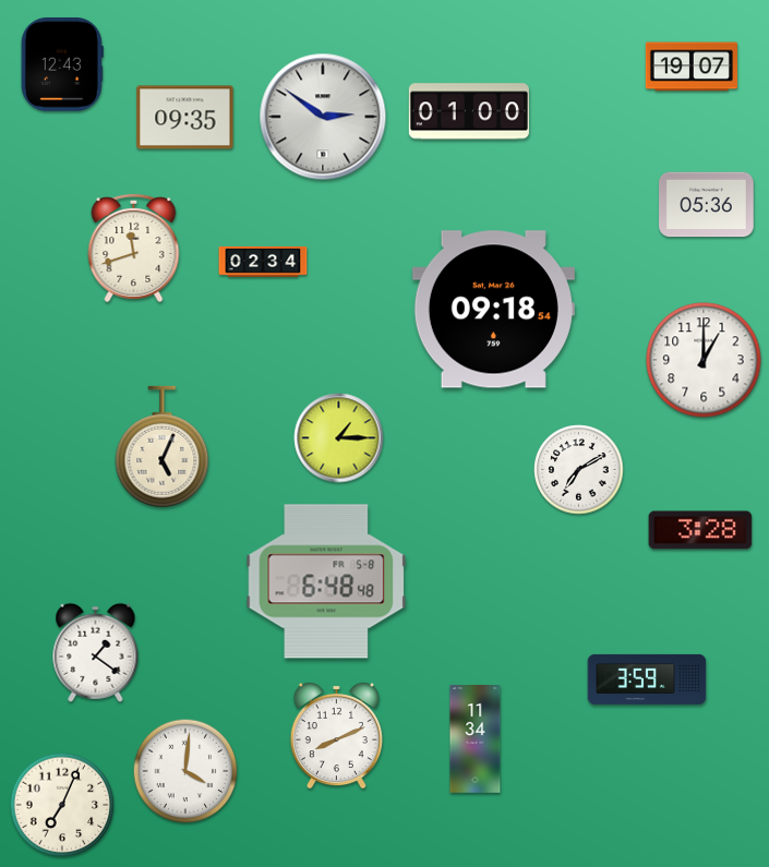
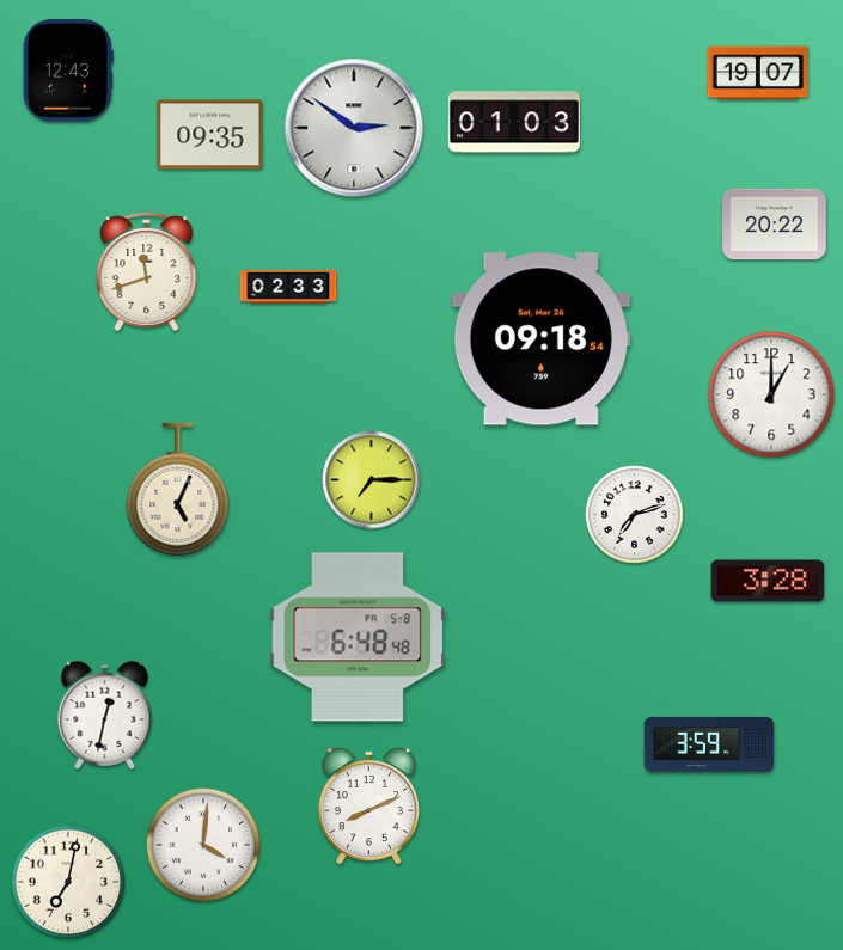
clock at (469, 111): 01:00 -> 01:03
clock at (185, 118) position: (185, 118) -> (210, 135)
clock at (707, 205): 05:36 -> 20:22
clock at (263, 262): 02:34 -> 02:33
clock at (339, 438): 1:15 -> 7:15
clock at (579, 470): 7:10 -> 7:12
clock at (96, 652): 1:21 -> 12:32
clock at (476, 739): 11:34 -> none
clock at (62, 805): 7:04 -> 7:02
